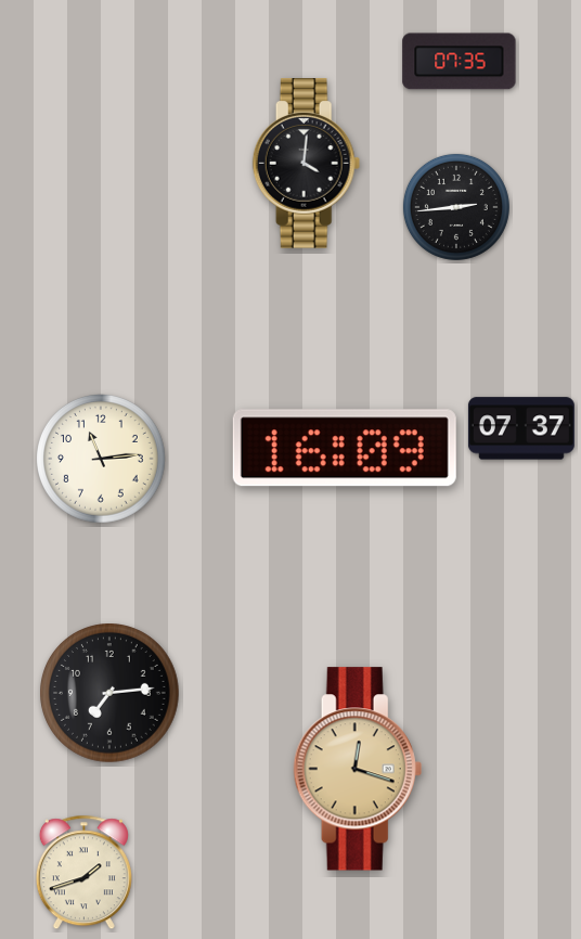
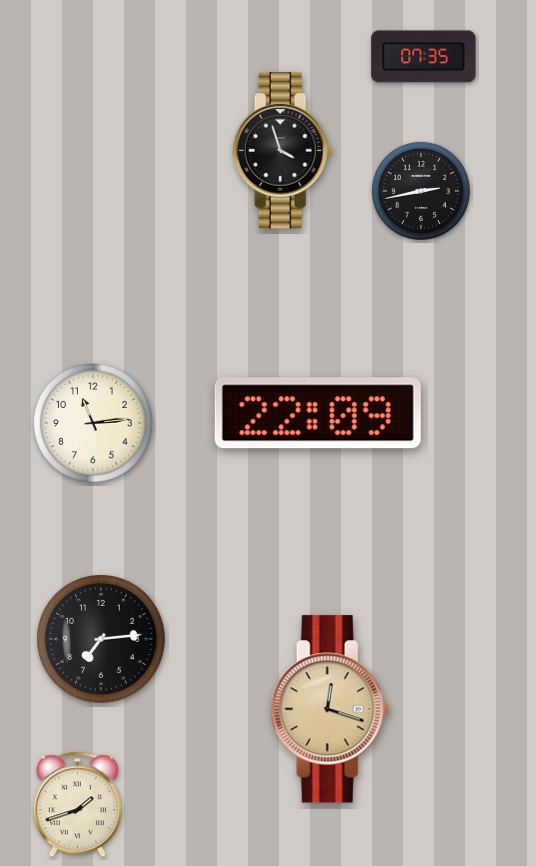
clock at (307, 164): 4:01 -> 3:57
clock at (456, 207): 2:44 -> 2:43
clock at (521, 428): 07:37 -> none
clock at (345, 448): 16:09 -> 22:09
